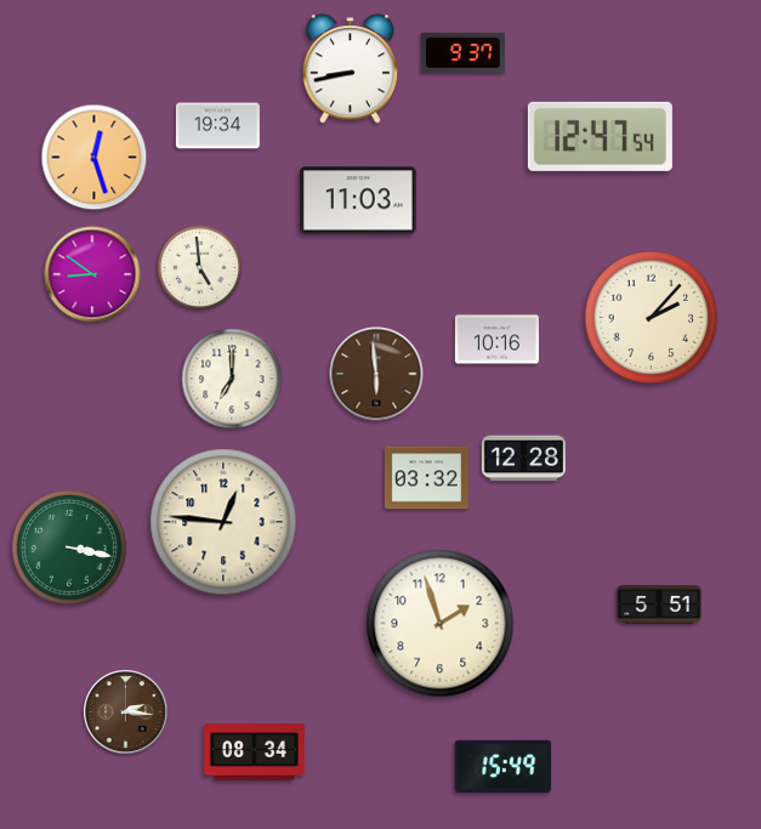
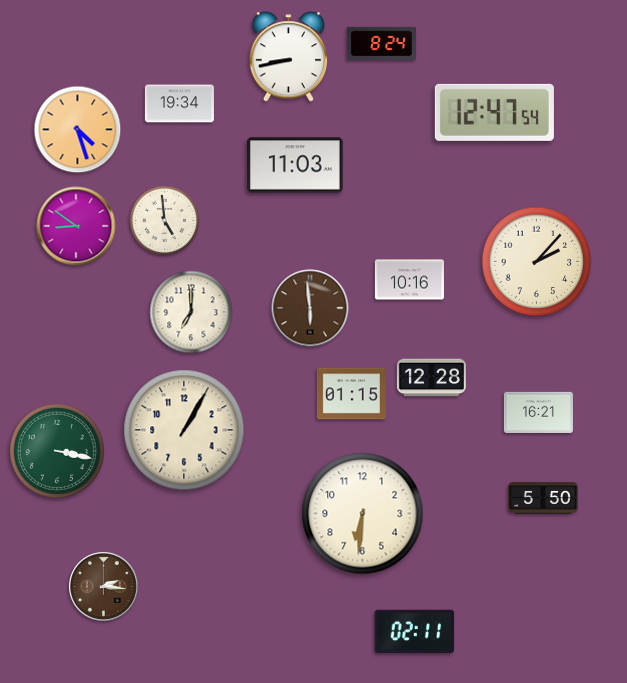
clock at (462, 52): 9:37 -> 8:24
clock at (95, 158): 12:27 -> 4:27
clock at (426, 478): 03:32 -> 01:15
clock at (538, 412): none -> 16:21
clock at (223, 522): 12:46 -> 1:05
clock at (660, 604): 5:51 -> 5:50
clock at (441, 624): 1:57 -> 6:31
clock at (255, 753): 08:34 -> none
clock at (504, 767): 15:49 -> 02:11
